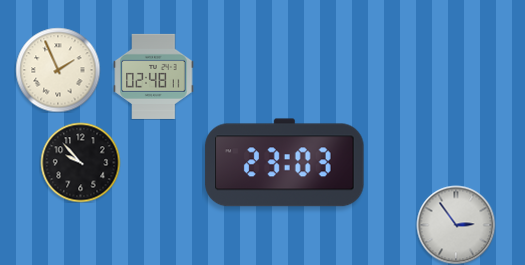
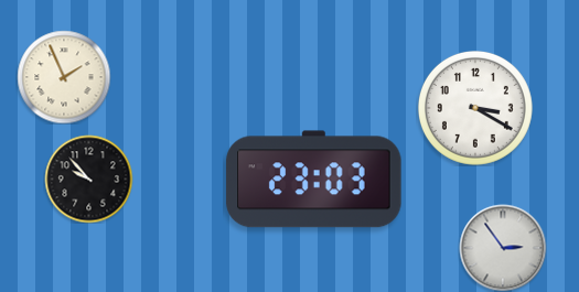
clock at (154, 76): 02:48 -> none
clock at (475, 108): none -> 3:20
